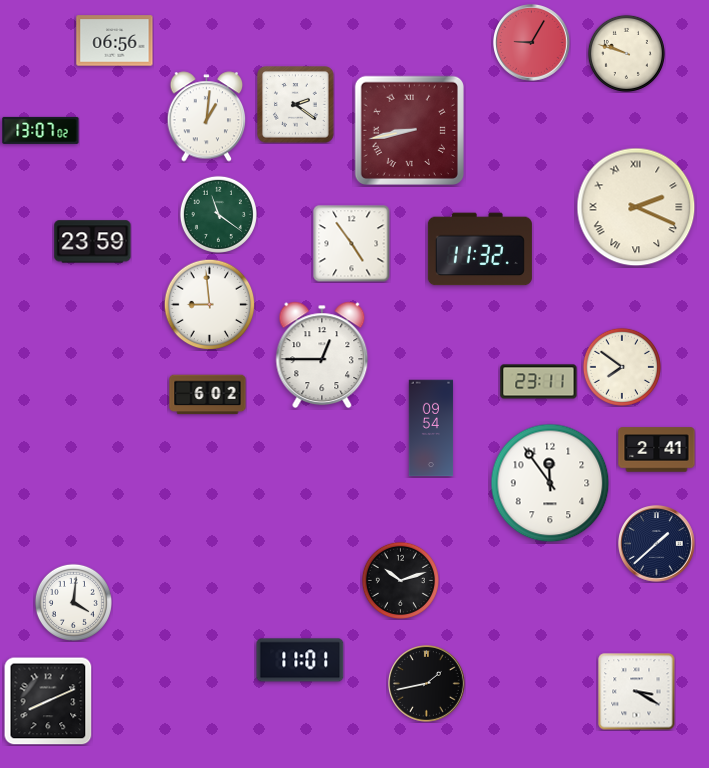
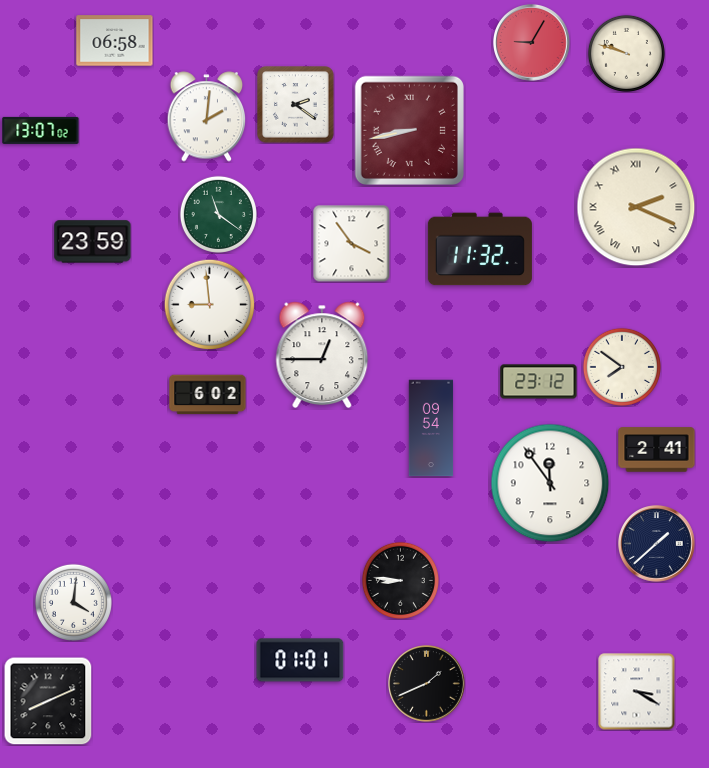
clock at (115, 41): 06:56 -> 06:58
clock at (207, 117): 1:01 -> 2:01
clock at (351, 243): 4:54 -> 3:54
clock at (539, 382): 23:11 -> 23:12
clock at (400, 580): 10:12 -> 8:46
clock at (300, 660): 11:01 -> 01:01
clock at (427, 684): 1:43 -> 1:41
